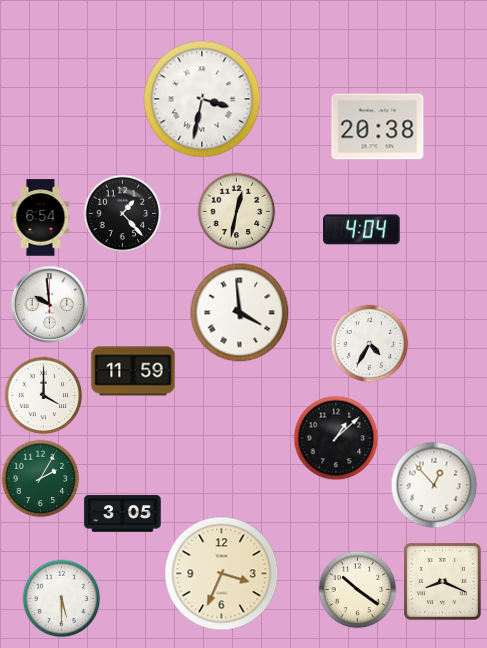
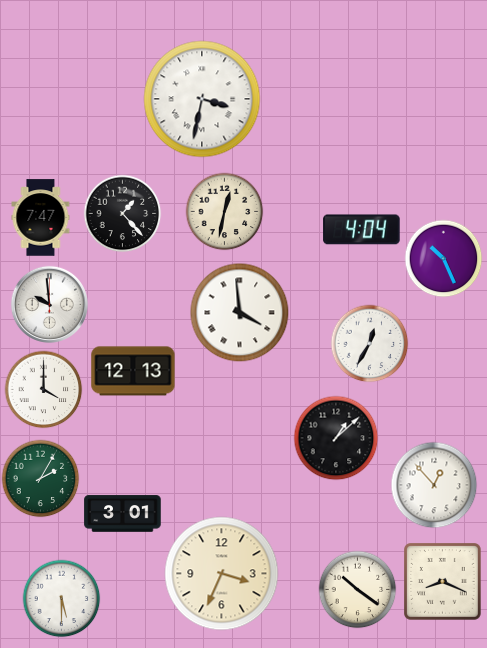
clock at (378, 127): 20:38 -> none
clock at (236, 211) position: (236, 211) -> (224, 211)
clock at (41, 218): 6:54 -> 7:47
clock at (443, 258): none -> 10:26
clock at (369, 343): 4:35 -> 12:35
clock at (133, 371): 11:59 -> 12:13
clock at (43, 395) position: (43, 395) -> (43, 389)
clock at (123, 514): 3:05 -> 3:01
